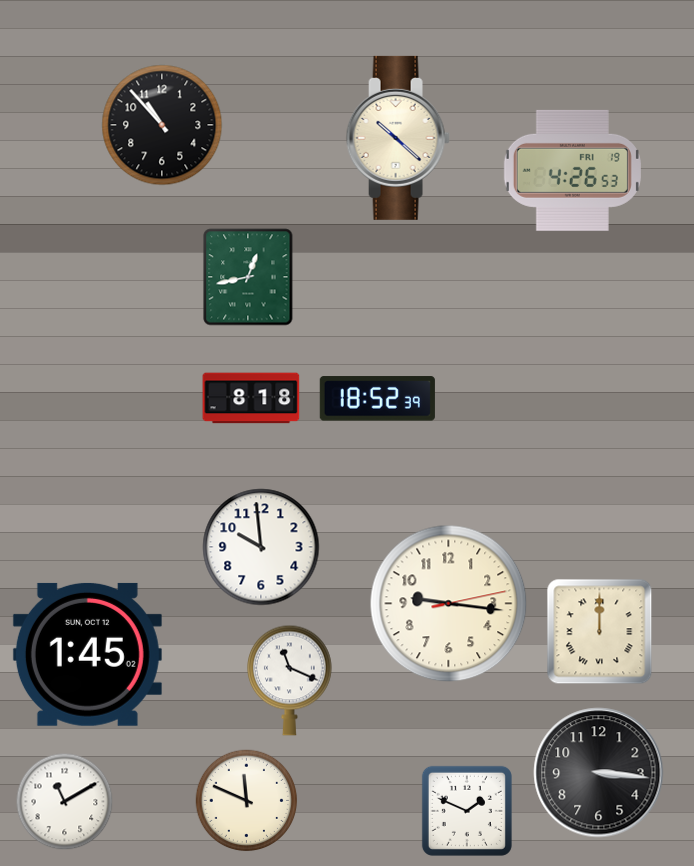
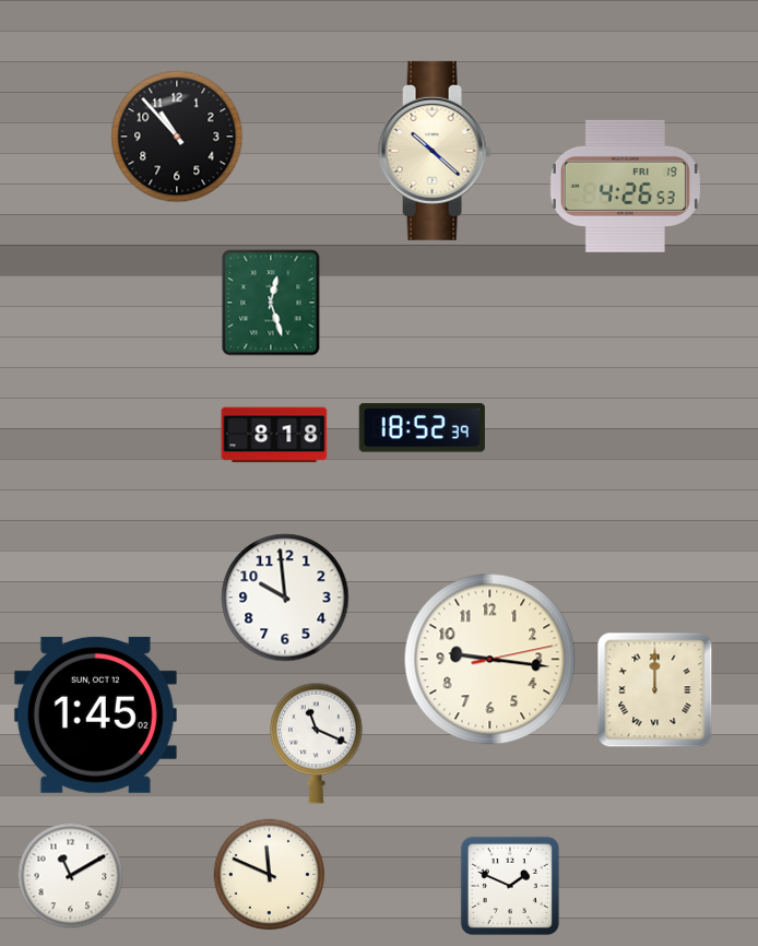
clock at (248, 277): 12:43 -> 12:27
clock at (377, 399) position: (377, 399) -> (422, 428)
clock at (599, 773): 3:16 -> none
